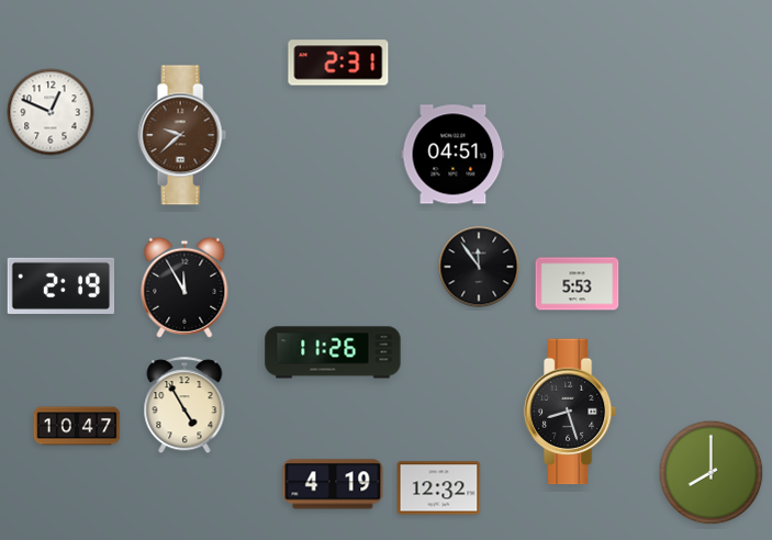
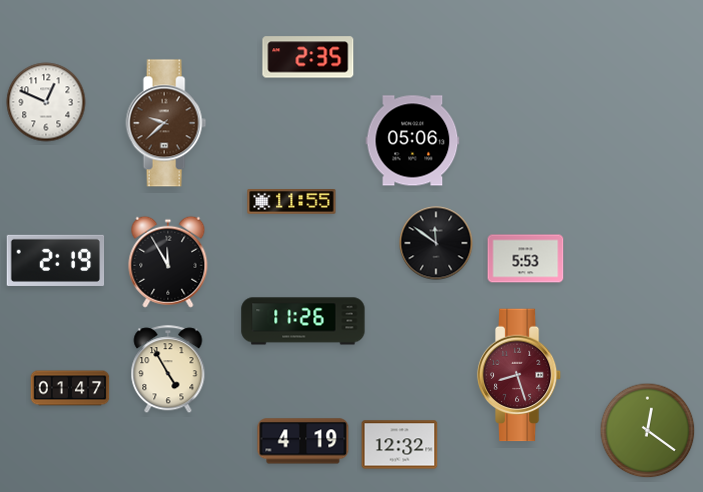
clock at (338, 63): 2:31 -> 2:35
clock at (454, 155): 04:51 -> 05:06
clock at (292, 202): none -> 11:55
clock at (479, 267): 11:54 -> 11:51
clock at (570, 412) dial: black -> burgundy
clock at (77, 426): 10:47 -> 01:47
clock at (712, 473): 8:00 -> 12:21
